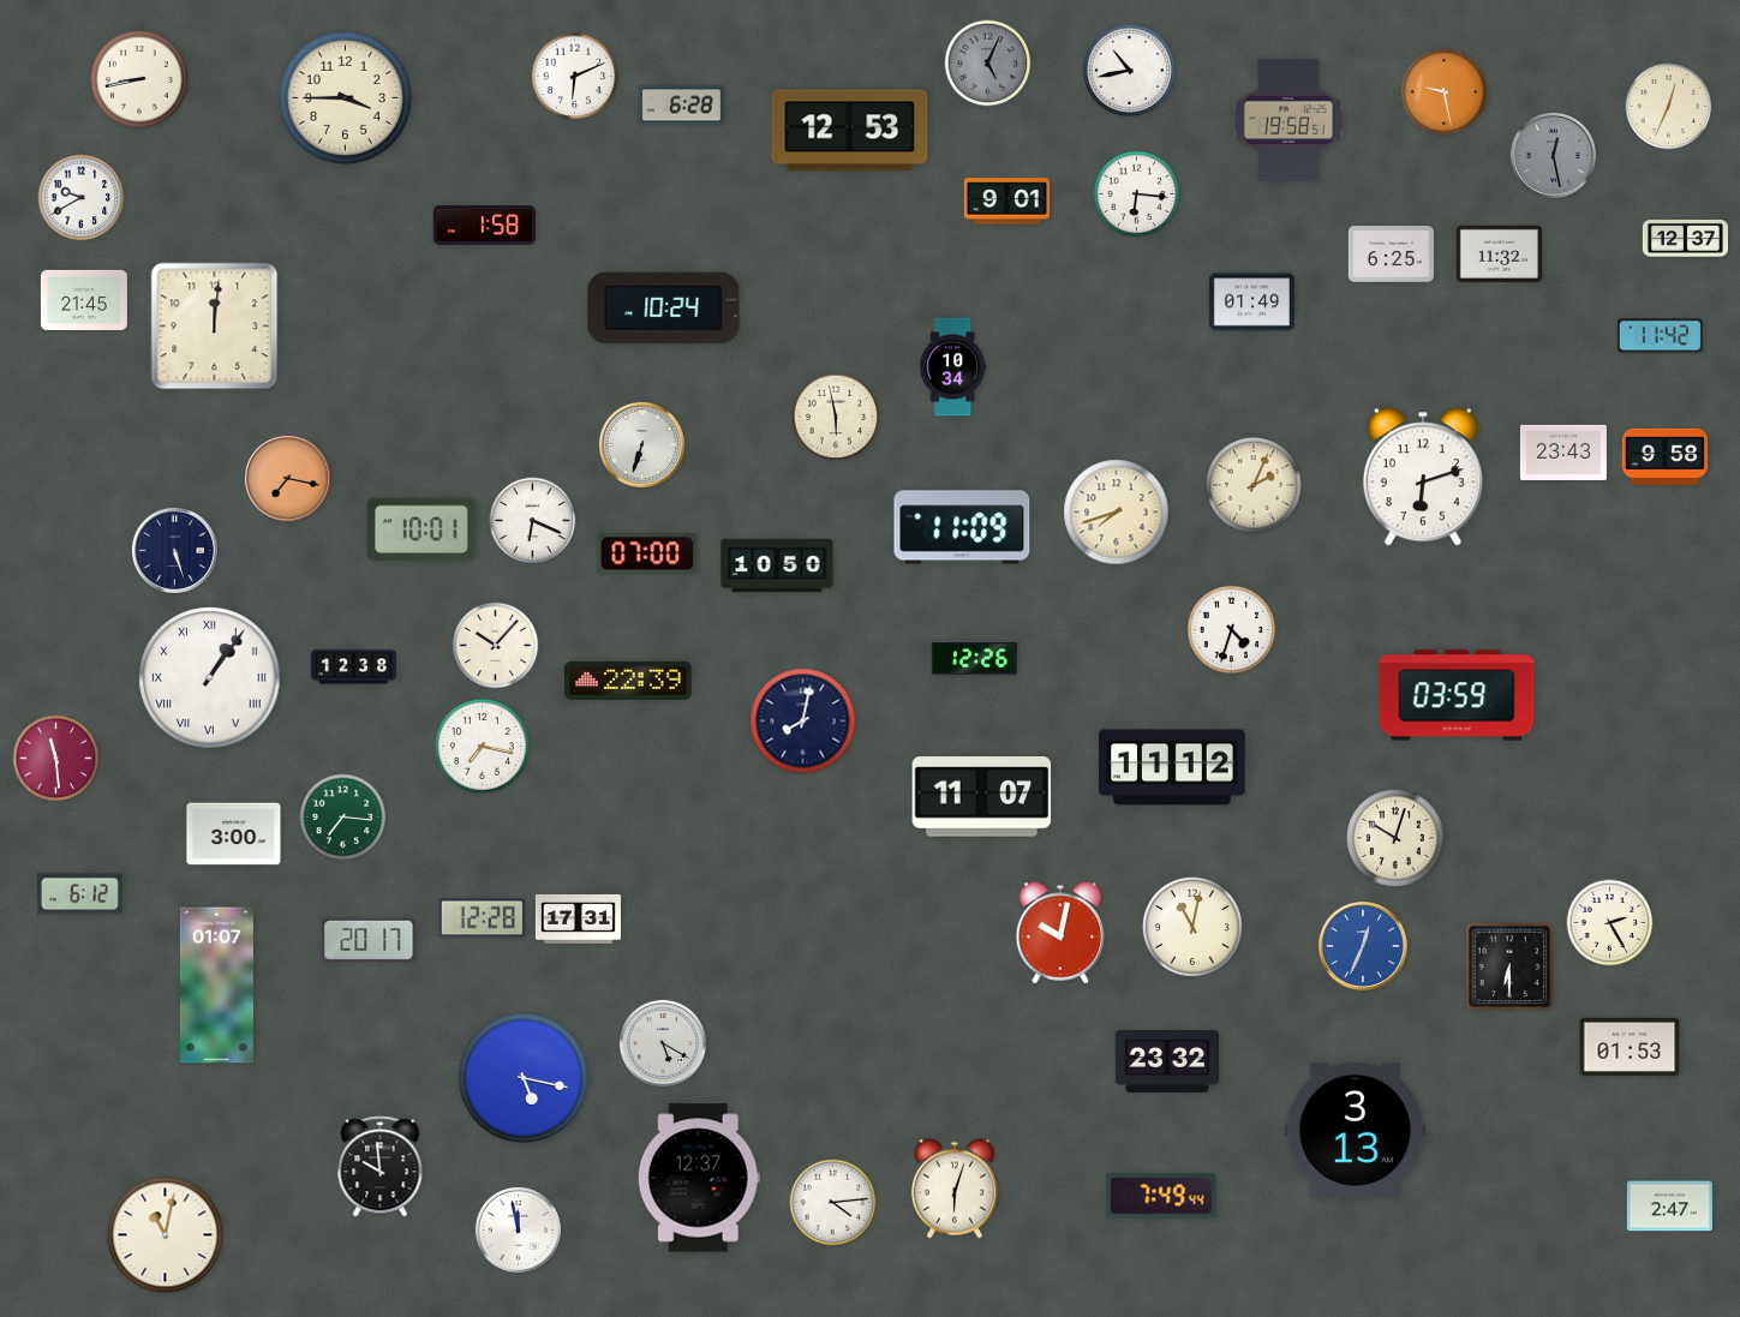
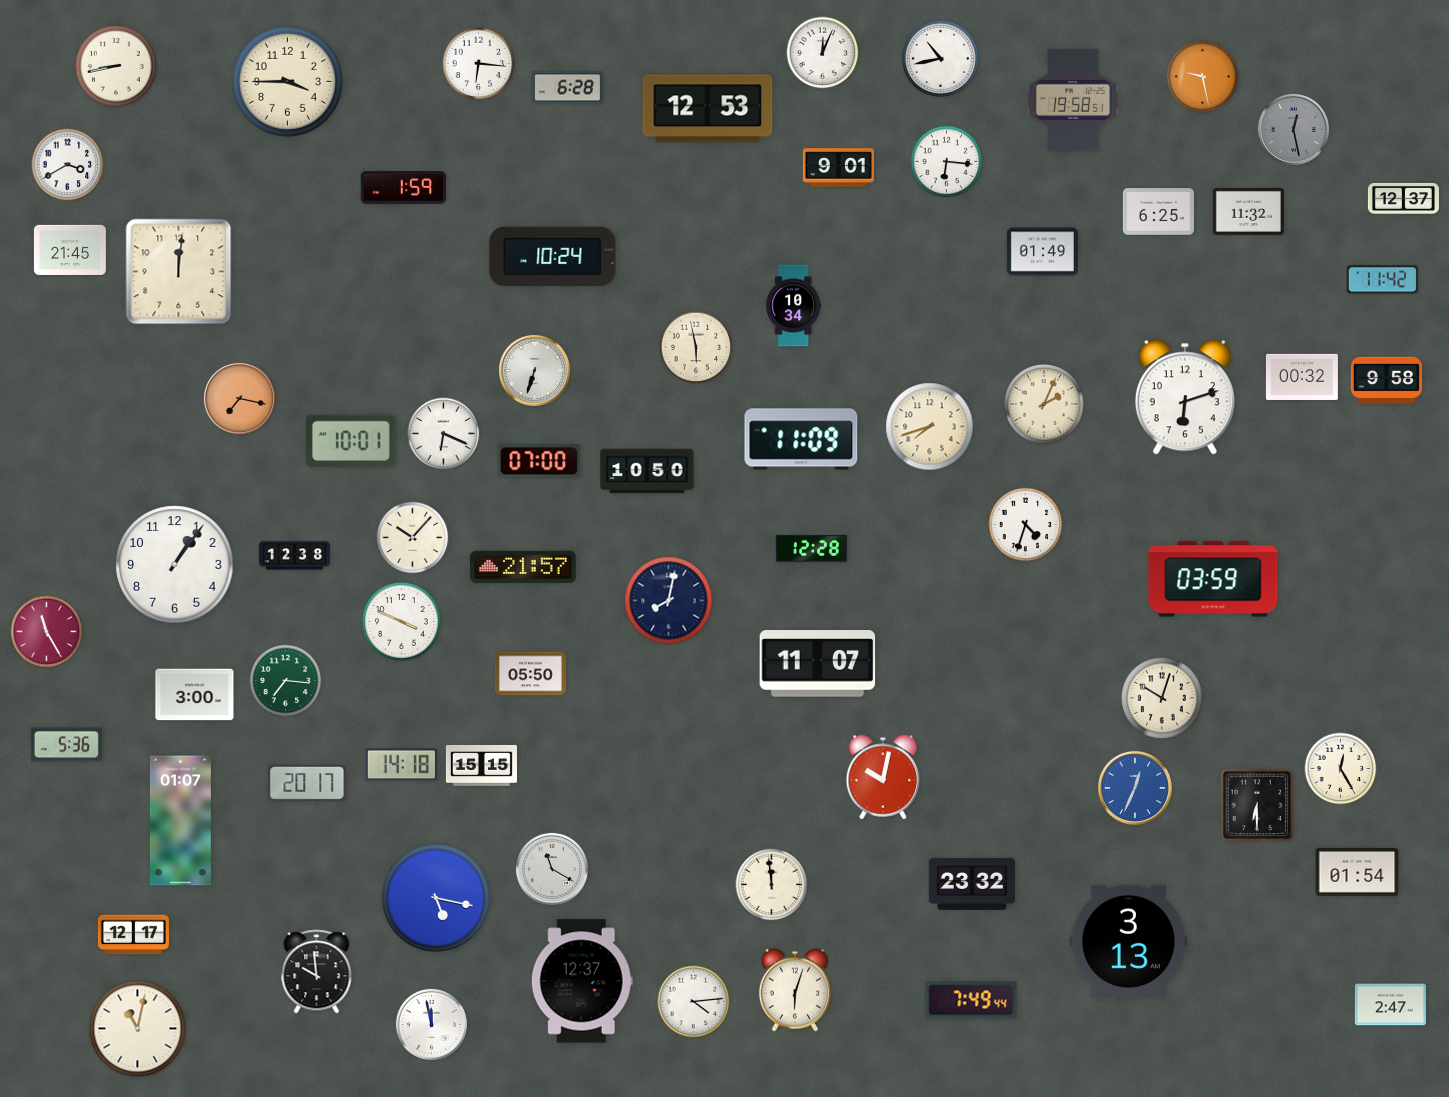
clock at (988, 64): 5:04 -> 12:04
clock at (988, 64) dial: grey -> white
clock at (575, 77): 6:11 -> 6:16
clock at (1669, 107): 12:34 -> none
clock at (82, 198): 9:40 -> 3:40
clock at (485, 226): 1:58 -> 1:59
clock at (1563, 453): 23:43 -> 00:32
clock at (174, 550): 5:27 -> none
clock at (974, 659): 12:26 -> 12:28
clock at (210, 678) numerals: Roman -> Arabic
clock at (628, 681): 22:39 -> 21:57
clock at (482, 746): 7:17 -> 3:49
clock at (56, 759): 11:29 -> 11:25
clock at (1172, 767): 11:12 -> none
clock at (530, 674): none -> 05:50
clock at (79, 894): 6:12 -> 5:36
clock at (482, 918): 12:28 -> 14:18
clock at (578, 918): 17:31 -> 15:15
clock at (1610, 923): 2:25 -> 12:25
clock at (1192, 927): 11:02 -> none
clock at (663, 1043): 5:20 -> 11:20
clock at (1630, 1047): 01:53 -> 01:54
clock at (772, 885): none -> 11:59
clock at (133, 935): none -> 12:17
clock at (1161, 1196) position: (1161, 1196) -> (971, 1000)
